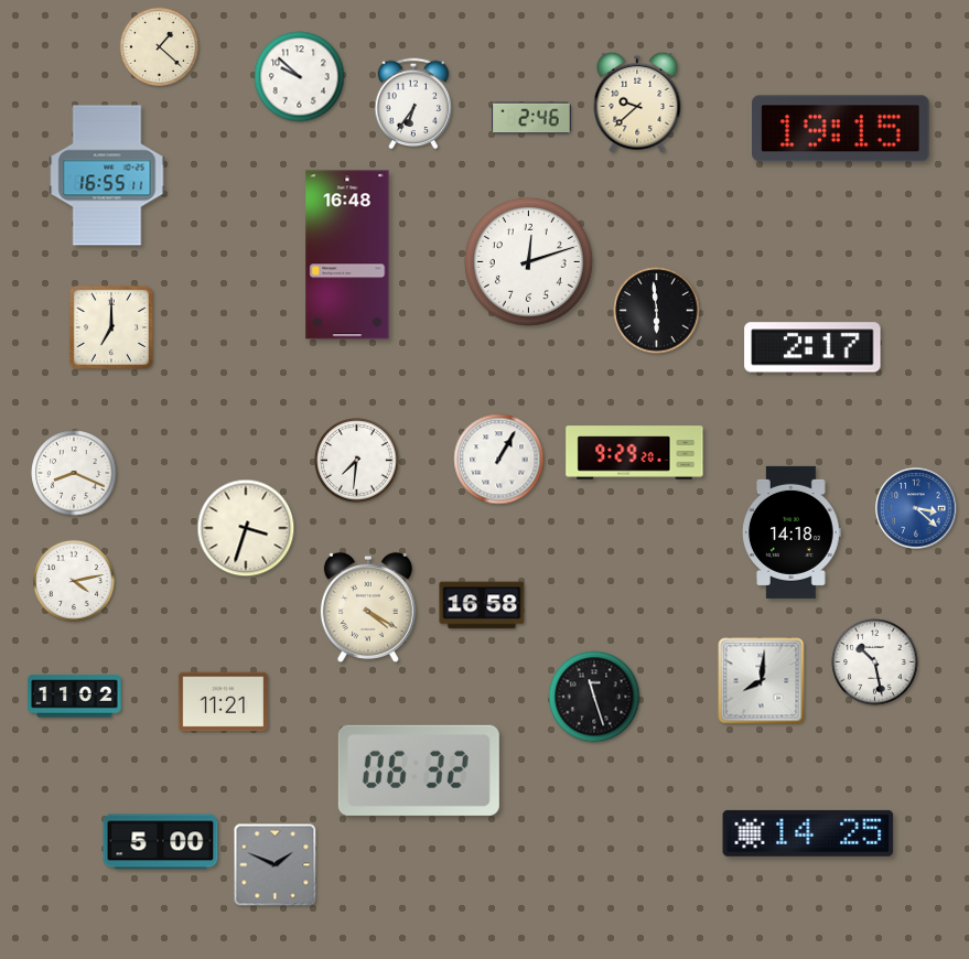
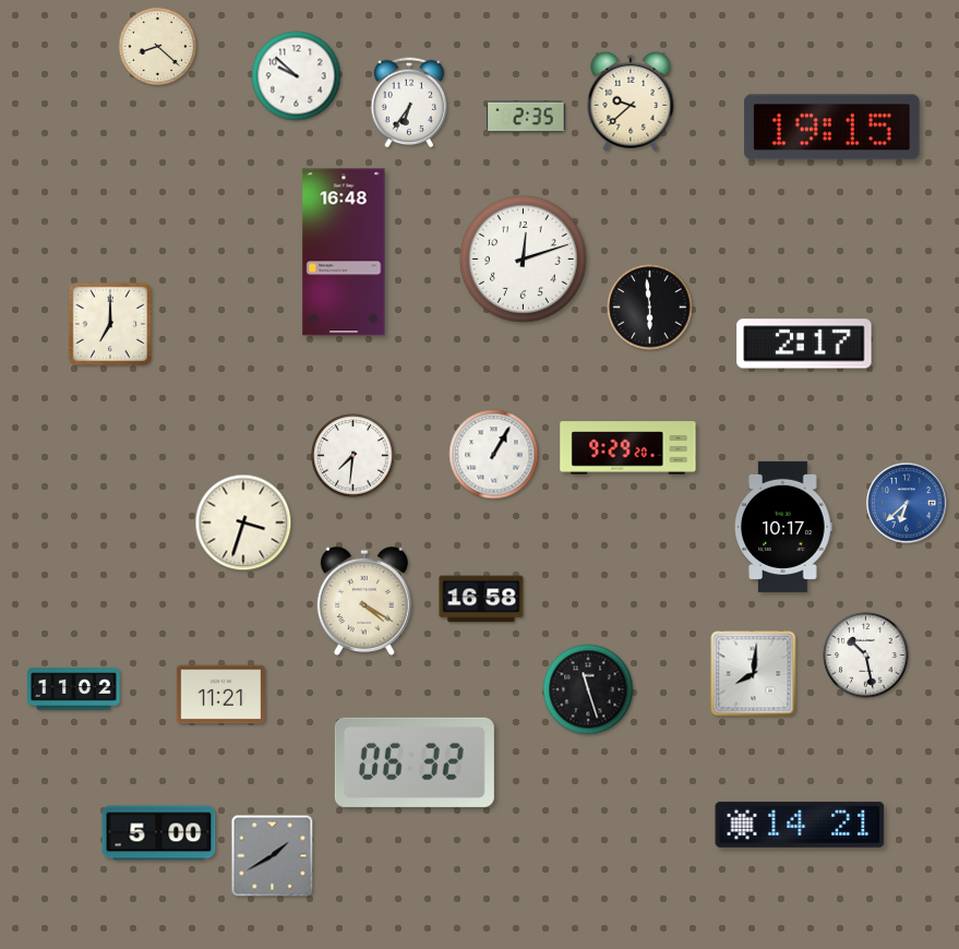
clock at (160, 47): 1:22 -> 8:22
clock at (531, 118): 2:46 -> 2:35
clock at (107, 175): 16:55 -> none
clock at (74, 473): 8:19 -> none
clock at (916, 508): 3:22 -> 6:38
clock at (793, 532): 14:18 -> 10:17
clock at (74, 581): 4:13 -> none
clock at (482, 605) position: (482, 605) -> (481, 599)
clock at (808, 833): 14:25 -> 14:21
clock at (276, 865): 1:49 -> 1:40
